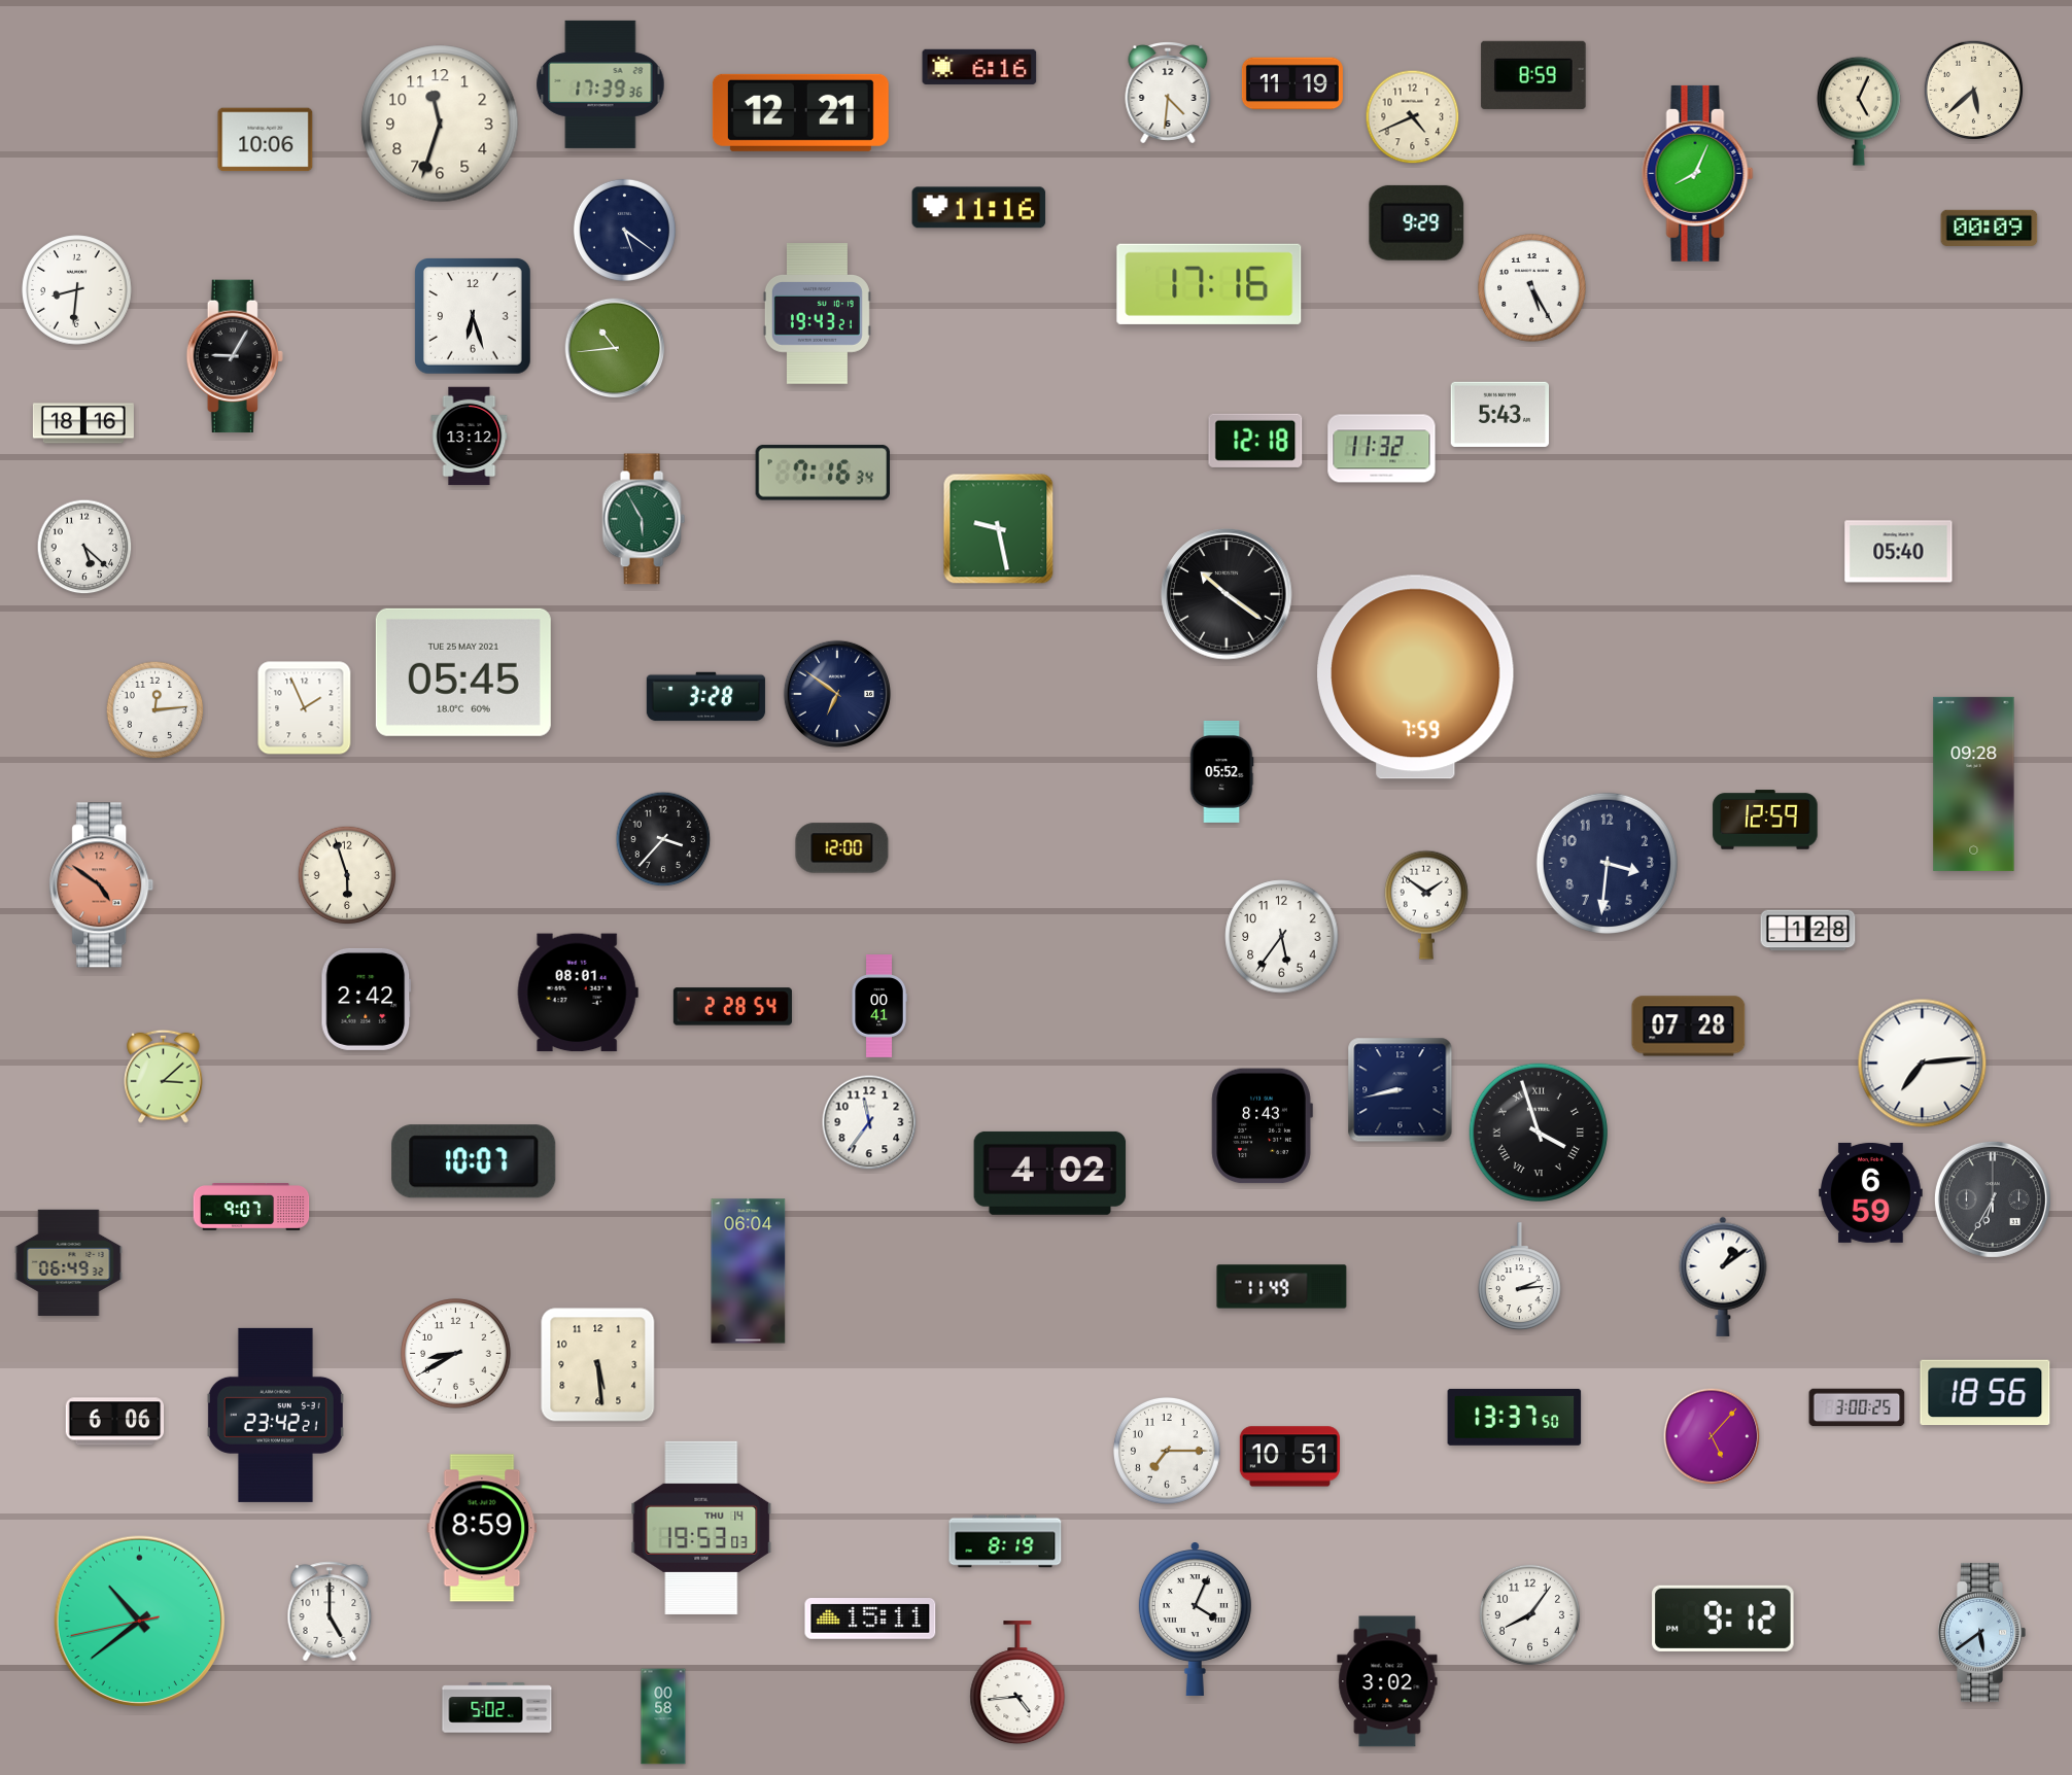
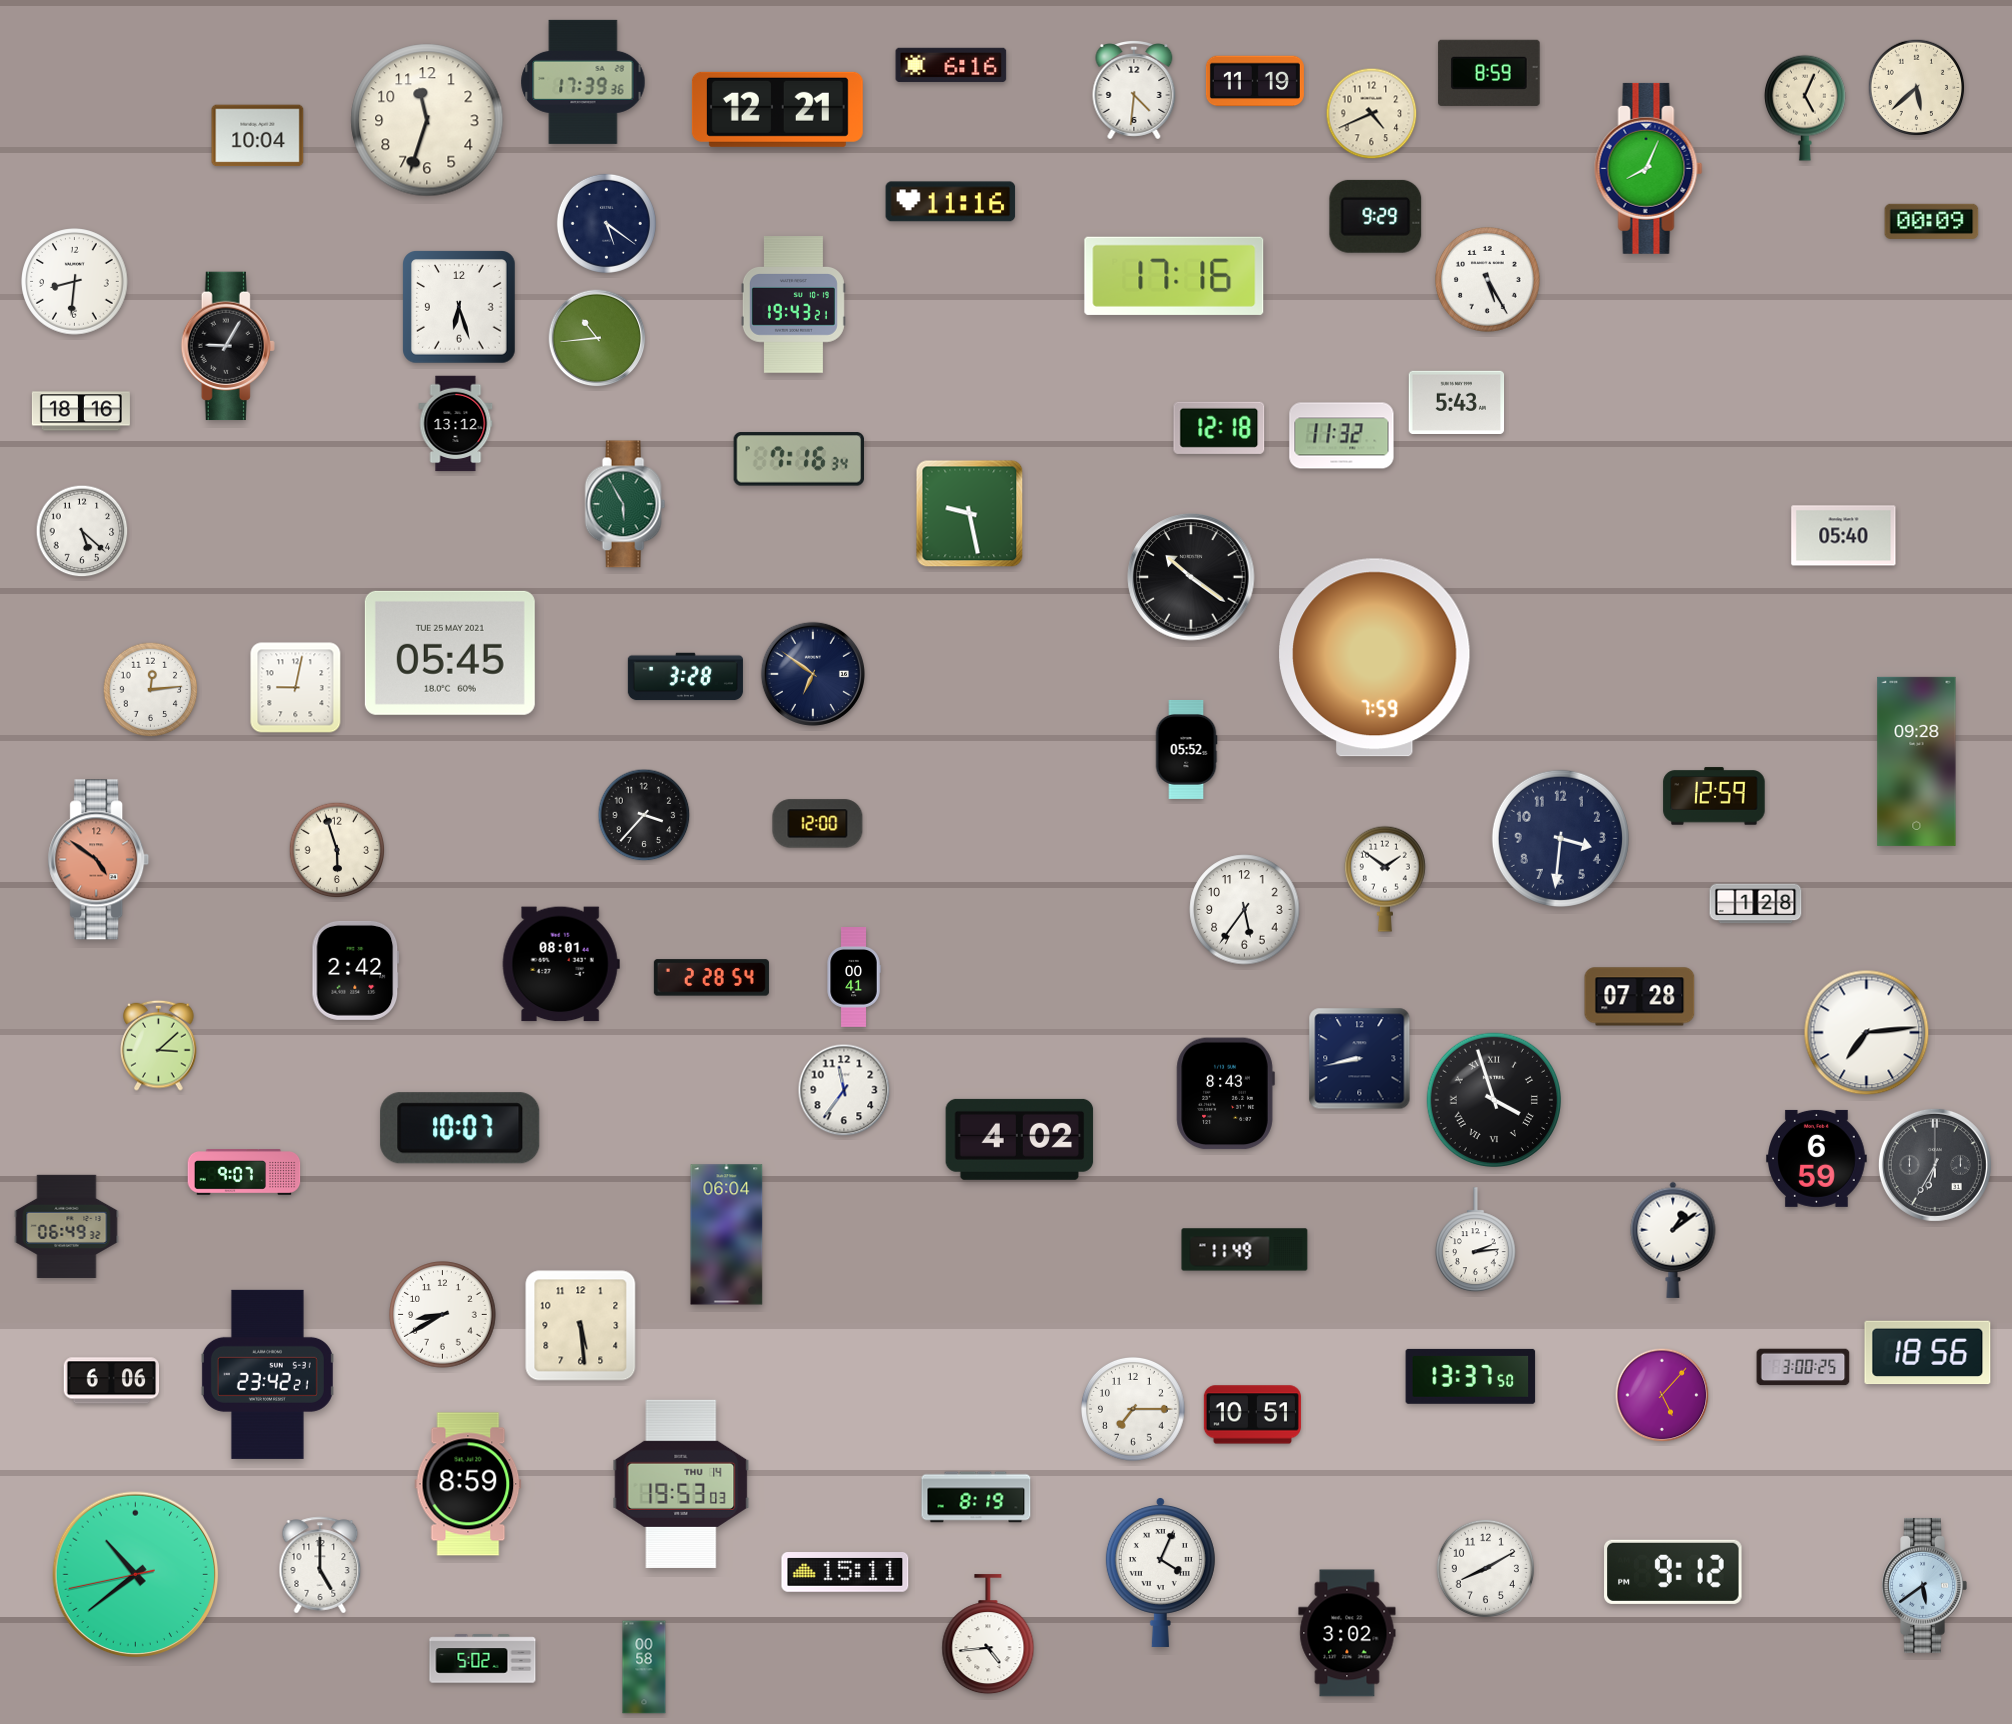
clock at (266, 140): 10:06 -> 10:04
clock at (305, 708): 1:56 -> 9:02
clock at (1529, 1614): 8:06 -> 8:10
